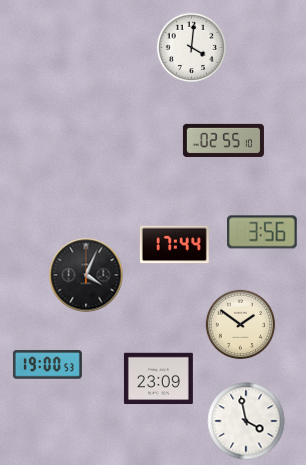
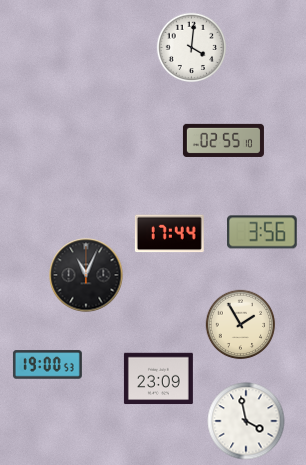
clock at (174, 245) position: (174, 245) -> (169, 234)
clock at (86, 275): 4:04 -> 11:04
clock at (241, 325): 1:51 -> 1:55
